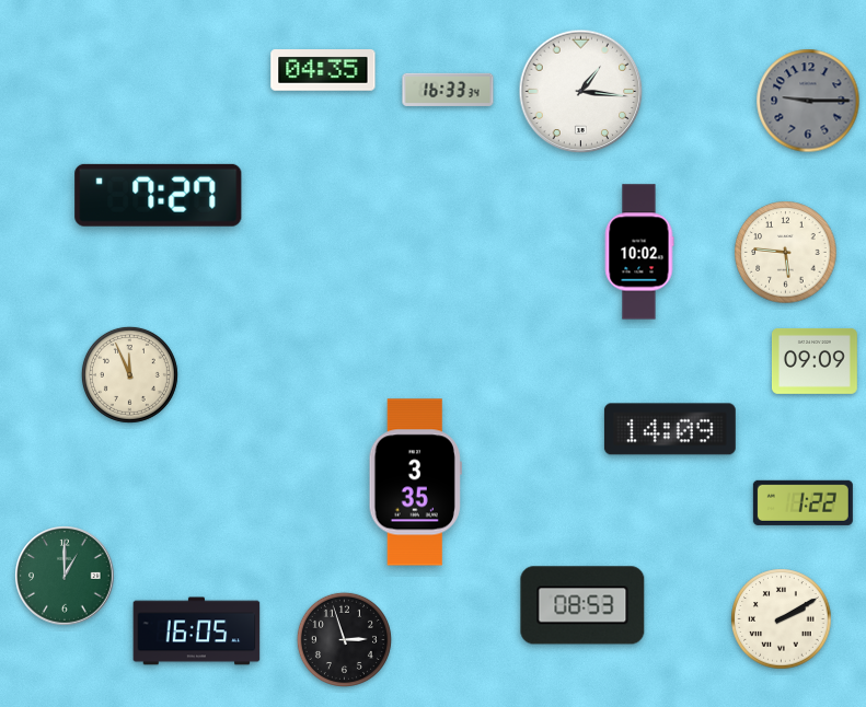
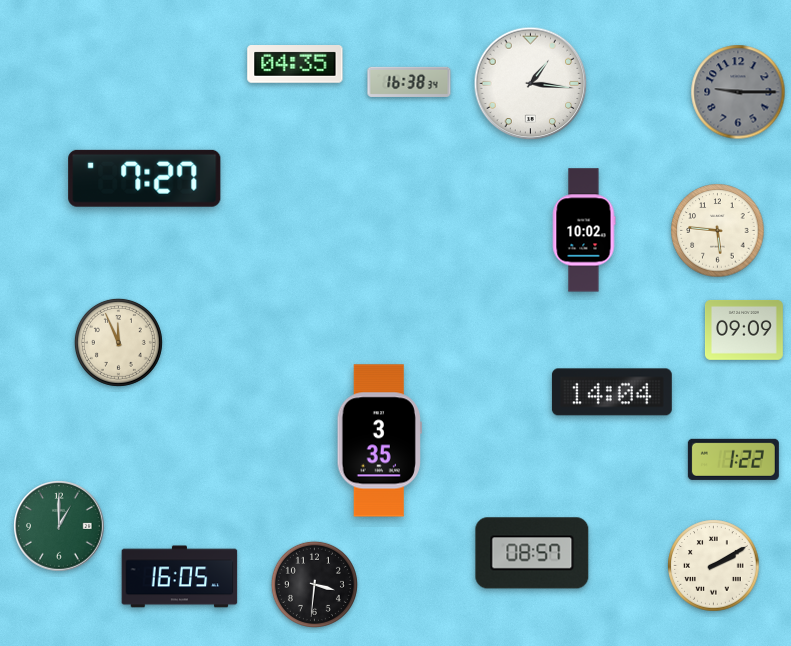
clock at (448, 90): 16:33 -> 16:38
clock at (670, 429): 14:09 -> 14:04
clock at (582, 605): 08:53 -> 08:57
clock at (344, 639): 2:57 -> 3:31
